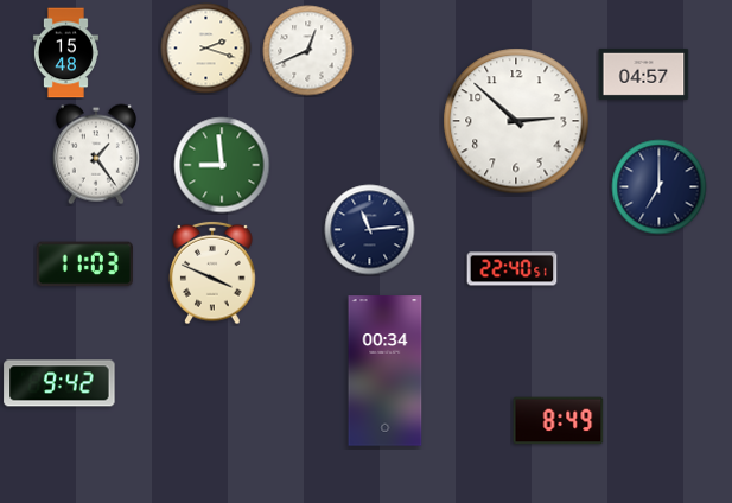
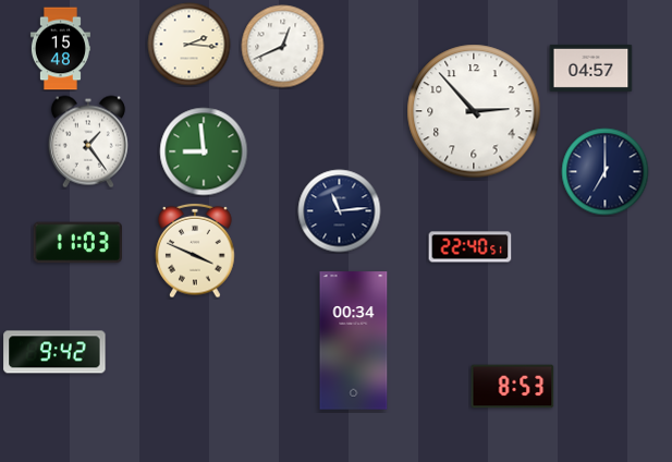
clock at (206, 49): 2:18 -> 2:16
clock at (516, 121): 2:52 -> 2:53
clock at (559, 421): 8:49 -> 8:53
